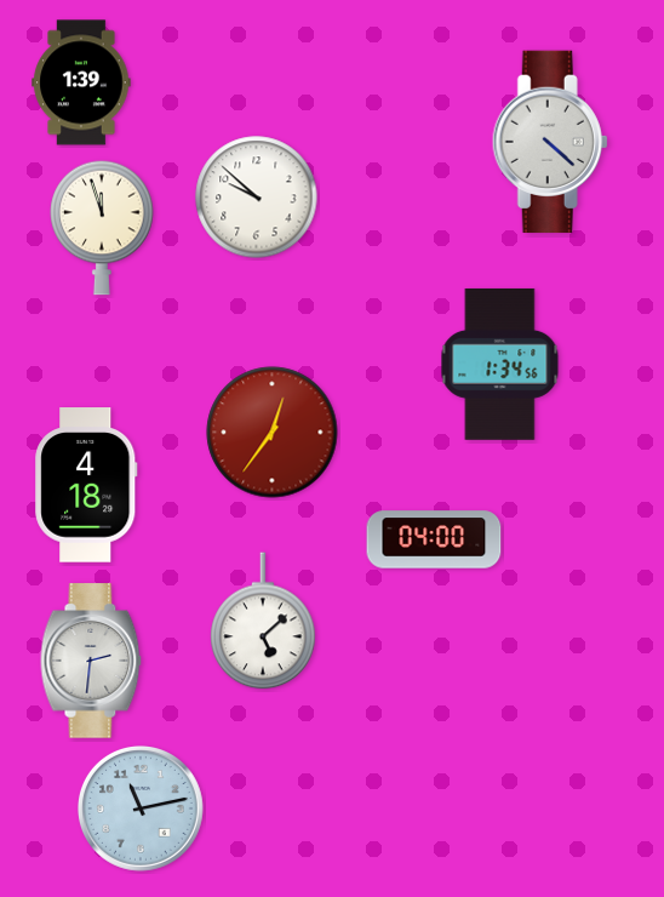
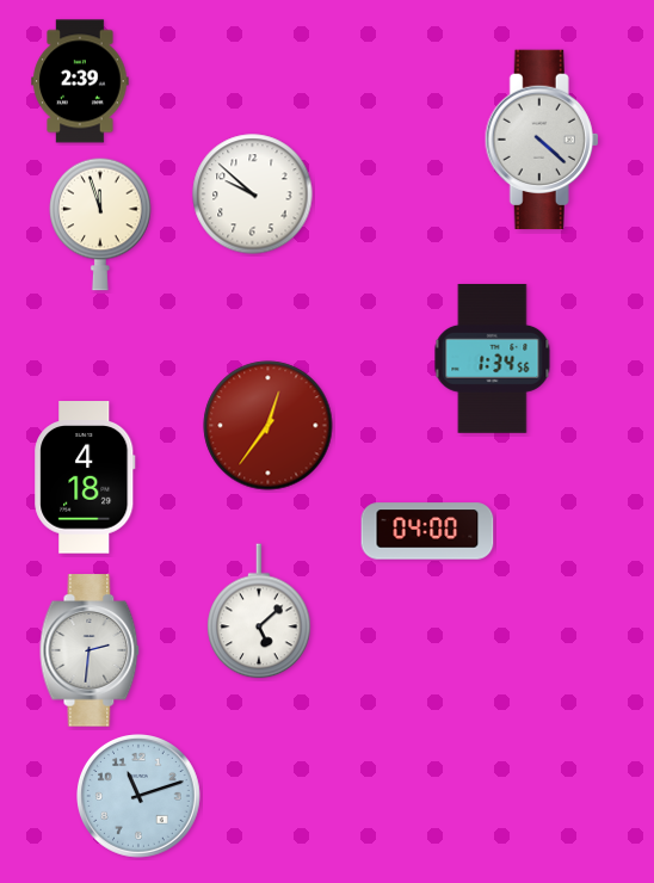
clock at (81, 82): 1:39 -> 2:39
clock at (142, 810): 11:13 -> 11:12
